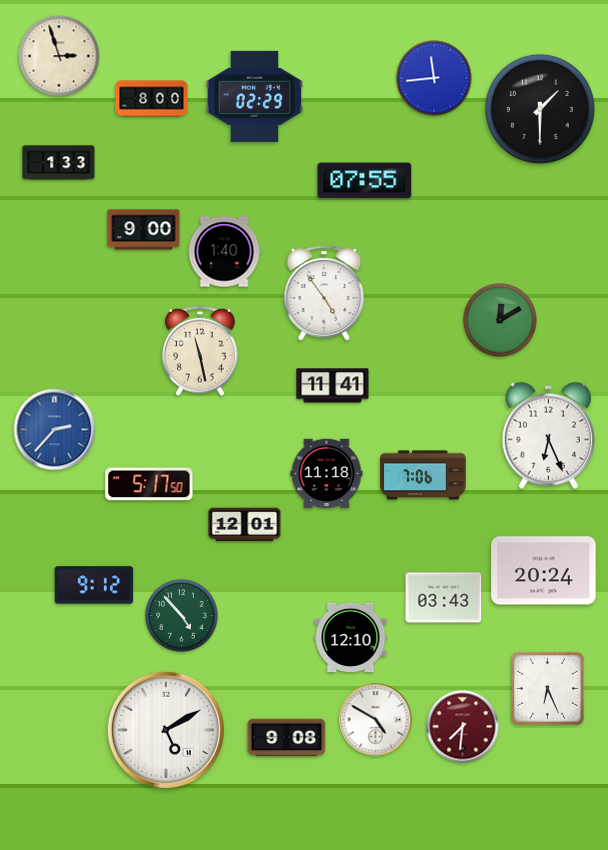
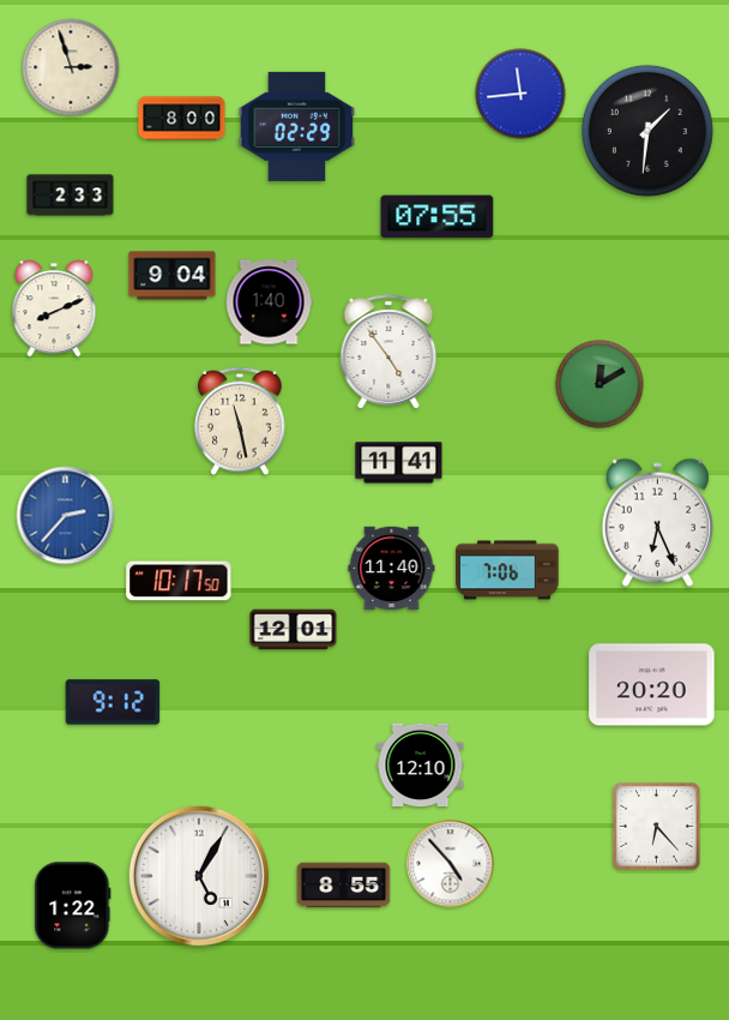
clock at (255, 96) position: (255, 96) -> (297, 126)
clock at (540, 109): 1:30 -> 1:31
clock at (59, 163): 1:33 -> 2:33
clock at (144, 230): 9:00 -> 9:04
clock at (54, 308): none -> 8:11
clock at (327, 474): 11:18 -> 11:40
clock at (149, 484): 5:17 -> 10:17
clock at (544, 571): 20:24 -> 20:20
clock at (444, 598): 03:43 -> none
clock at (182, 616): 4:53 -> none
clock at (548, 689): 6:26 -> 6:23
clock at (376, 720): 4:50 -> 4:53
clock at (463, 727): 7:31 -> none
clock at (166, 730): 5:10 -> 5:05
clock at (287, 738): 9:08 -> 8:55
clock at (73, 906): none -> 1:22
